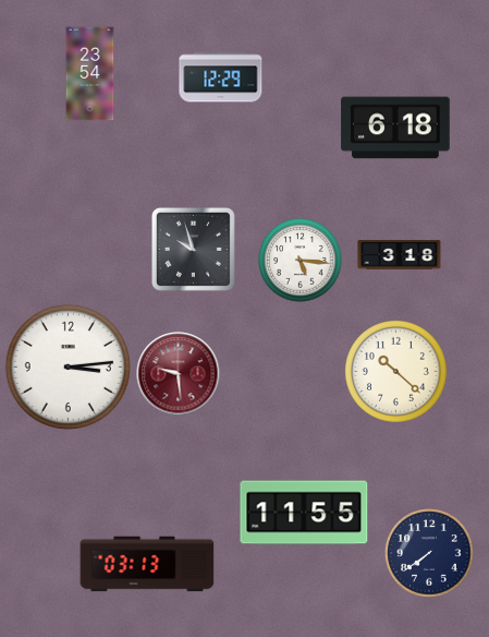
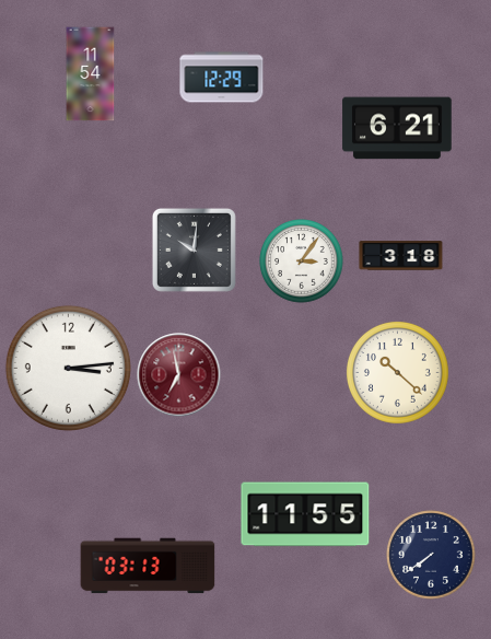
clock at (90, 74): 23:54 -> 11:54
clock at (395, 128): 6:18 -> 6:21
clock at (193, 249): 9:57 -> 10:01
clock at (301, 261): 5:16 -> 3:06
clock at (179, 374): 9:29 -> 6:58
